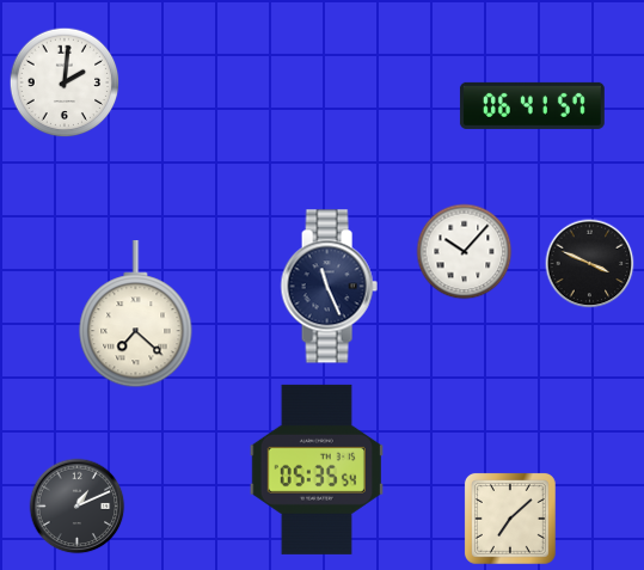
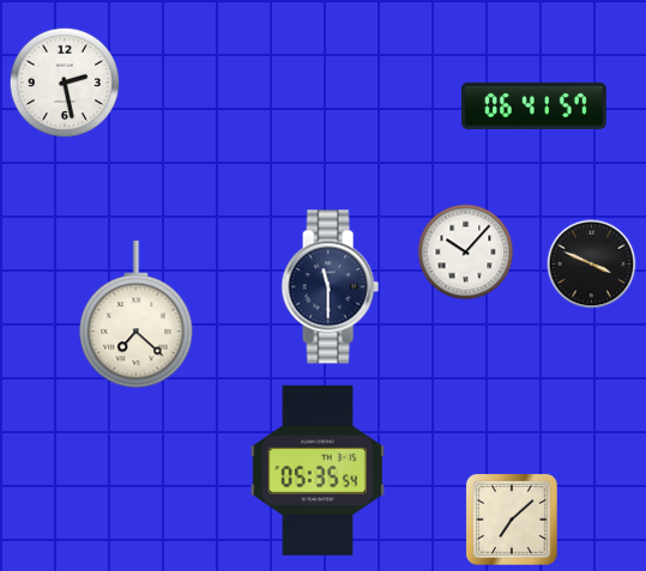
clock at (65, 82): 2:01 -> 2:28
clock at (329, 287): 11:26 -> 11:30
clock at (78, 507): 1:11 -> none
